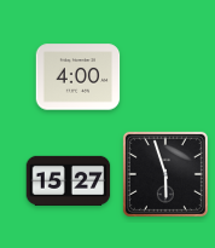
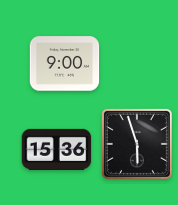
clock at (79, 77): 4:00 -> 9:00
clock at (69, 180): 15:27 -> 15:36
